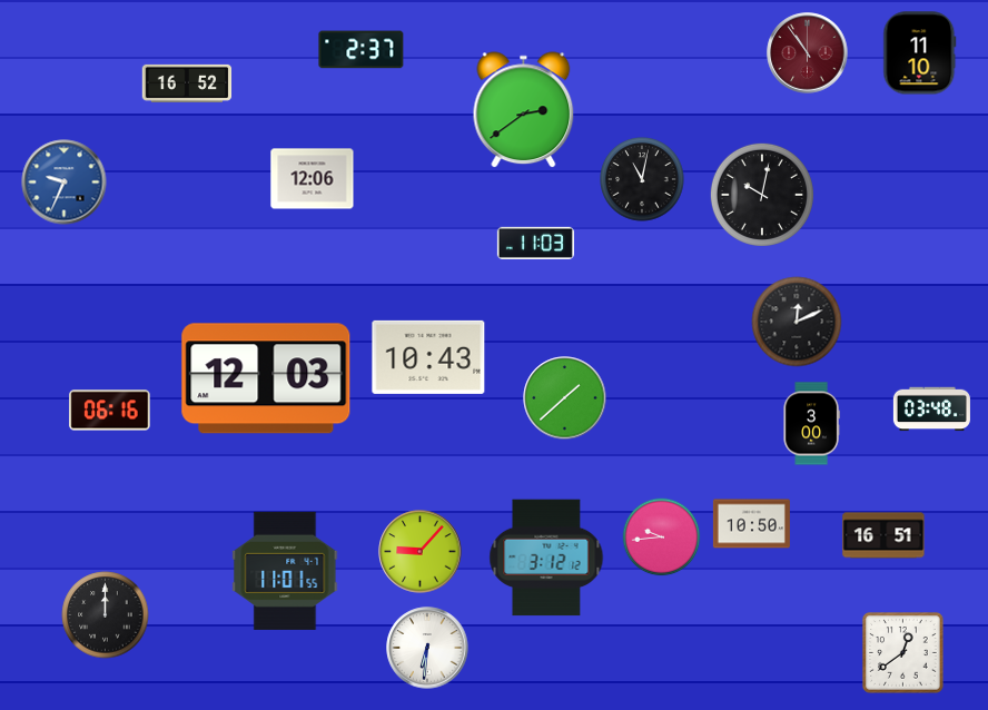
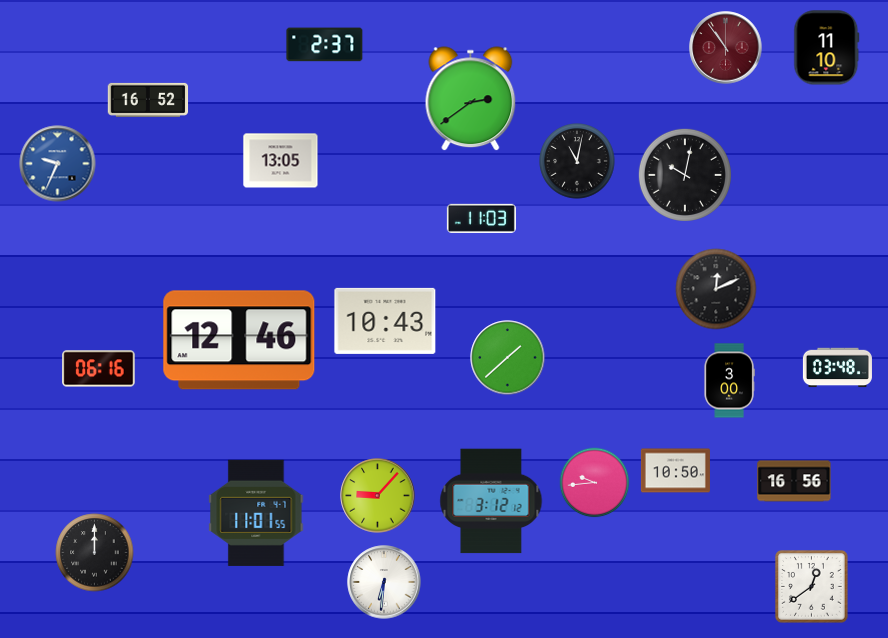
clock at (187, 83) position: (187, 83) -> (148, 100)
clock at (313, 179): 12:06 -> 13:05
clock at (266, 378): 12:03 -> 12:46
clock at (883, 535): 16:51 -> 16:56
